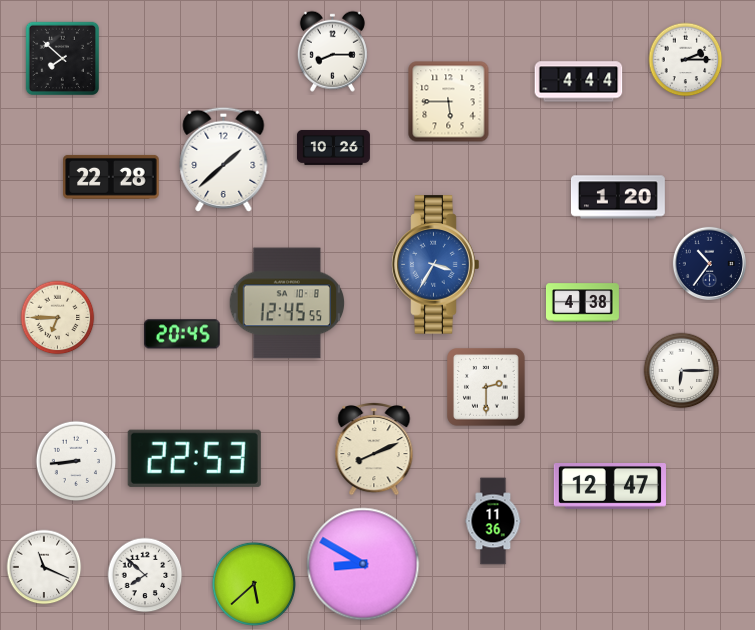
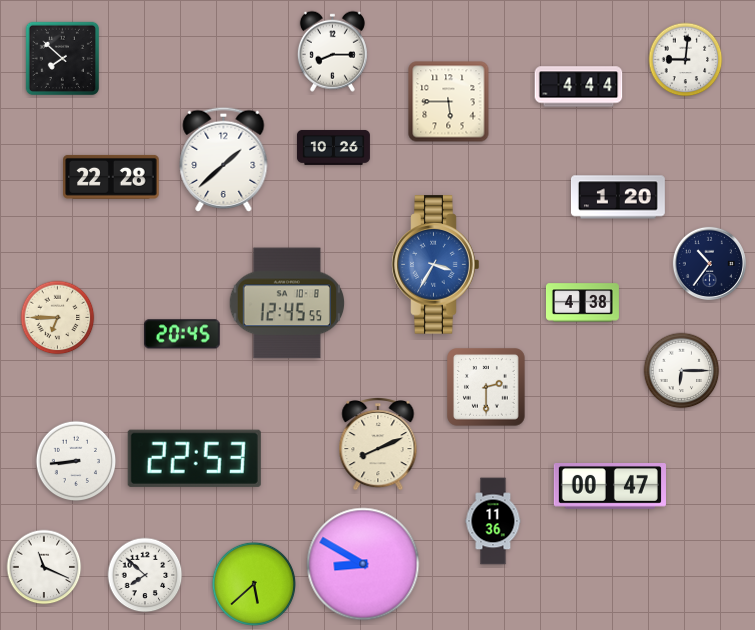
clock at (686, 60): 2:15 -> 9:01
clock at (579, 82) position: (579, 82) -> (579, 87)
clock at (374, 450) position: (374, 450) -> (378, 445)
clock at (610, 487): 12:47 -> 00:47
